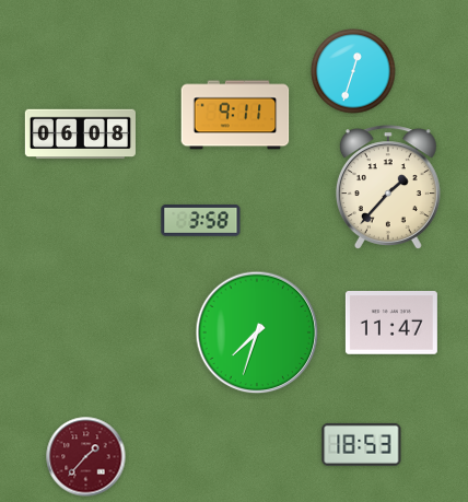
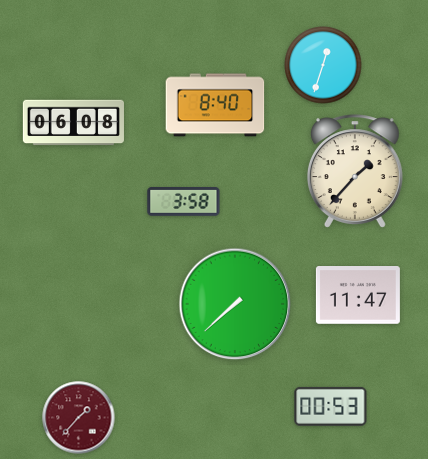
clock at (235, 115): 9:11 -> 8:40
clock at (257, 332): 7:33 -> 7:38
clock at (362, 444): 18:53 -> 00:53
